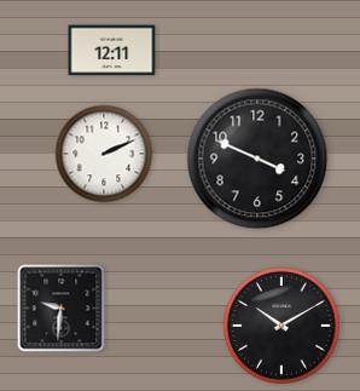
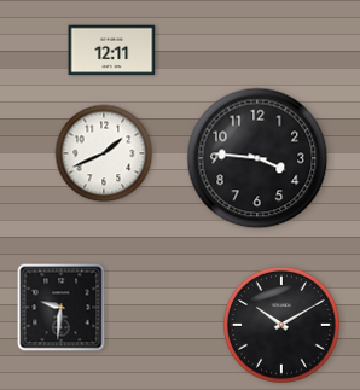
clock at (104, 154): 2:11 -> 1:41
clock at (257, 159): 3:49 -> 3:46
